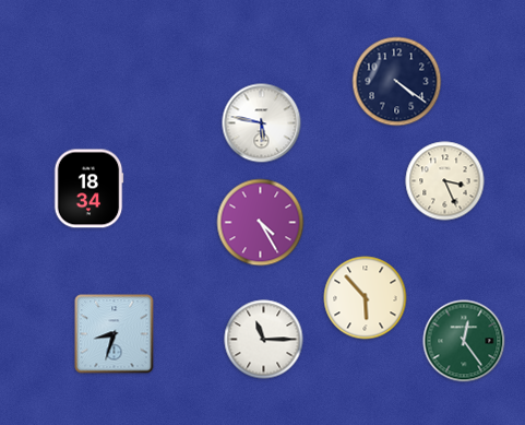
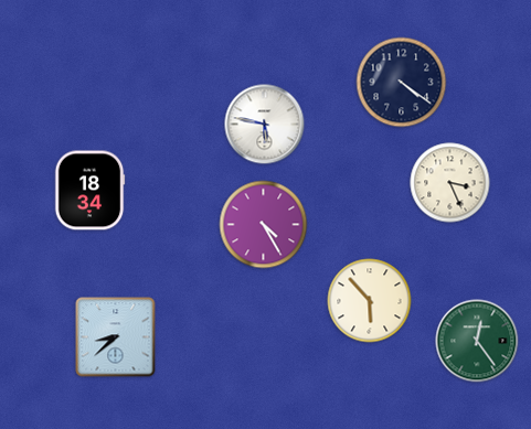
clock at (115, 334): 8:33 -> 8:38
clock at (264, 340): 11:15 -> none
clock at (464, 341) position: (464, 341) -> (477, 341)
